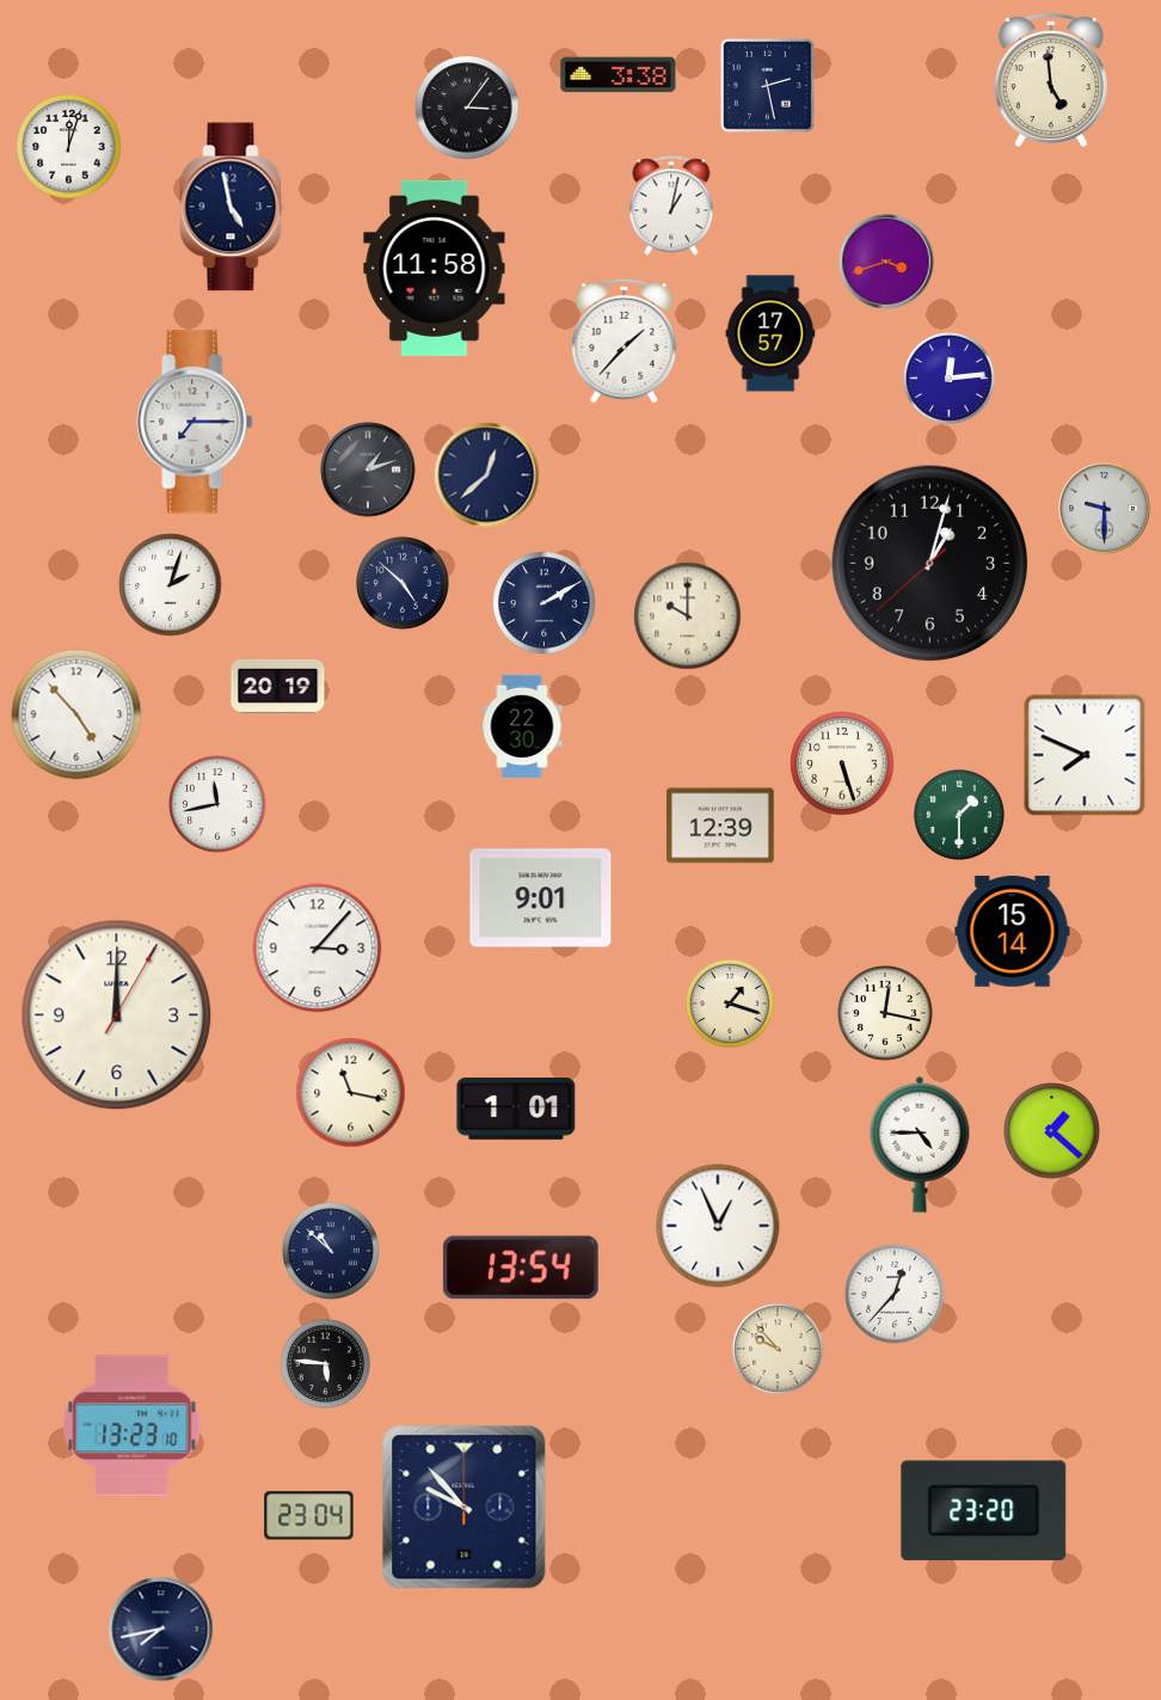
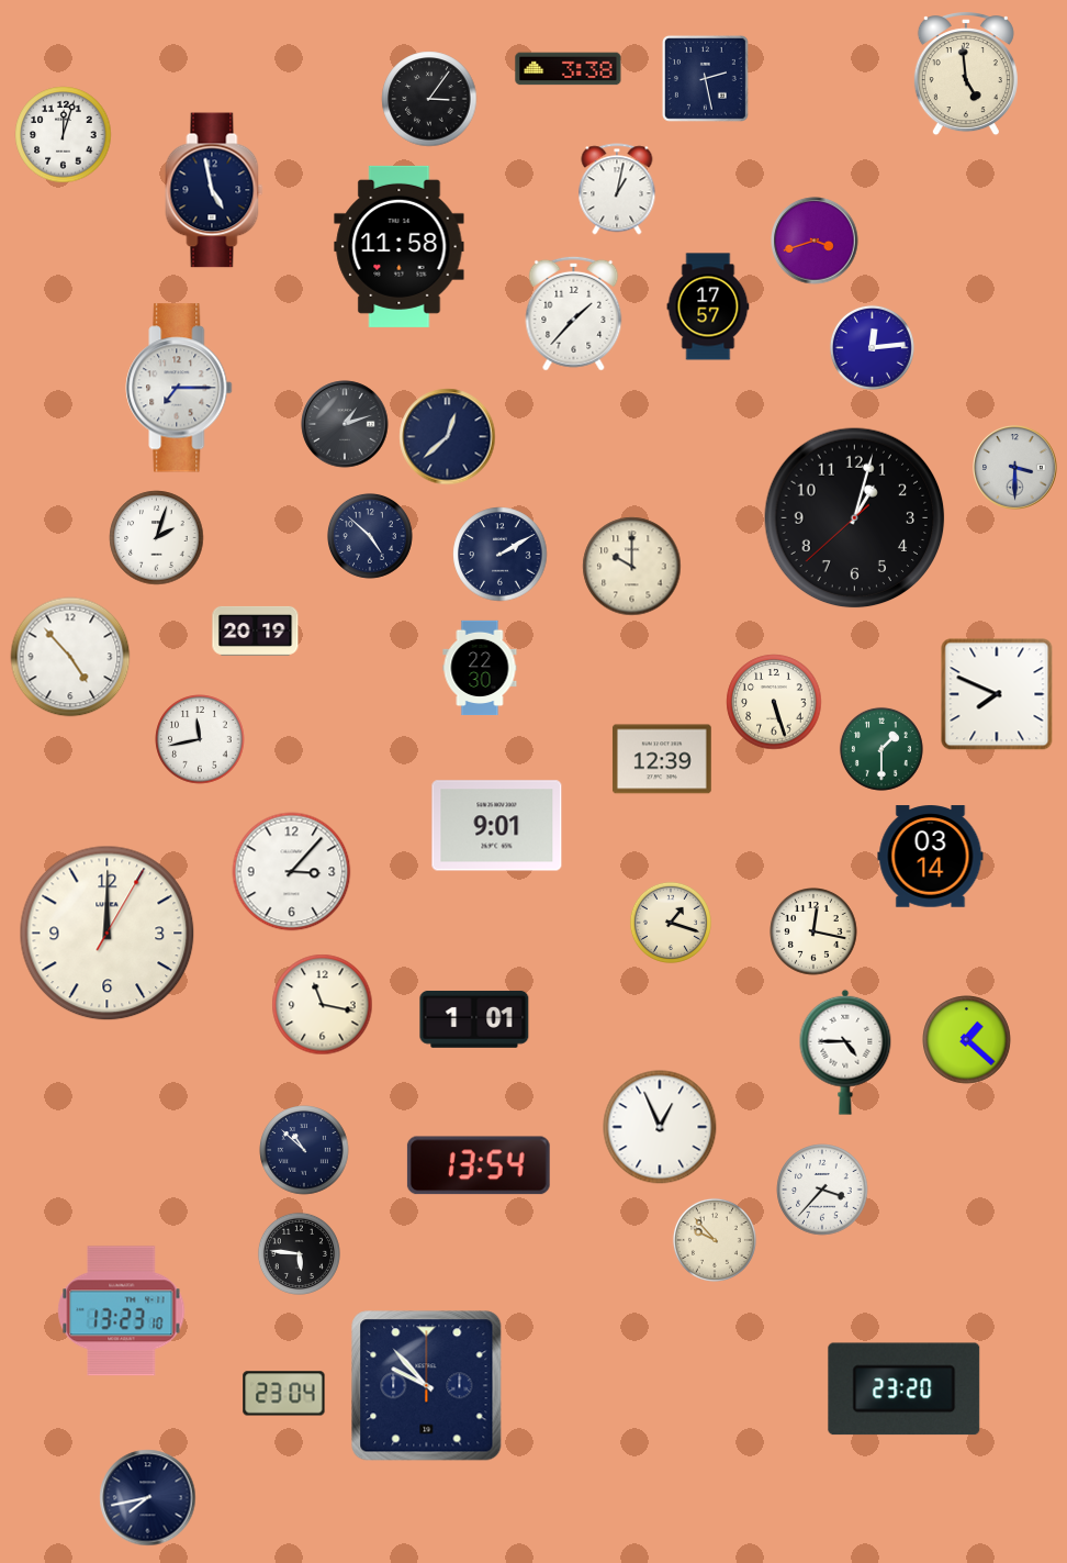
clock at (368, 470) position: (368, 470) -> (345, 424)
clock at (1105, 509): 9:30 -> 3:30
clock at (1013, 932): 15:14 -> 03:14
clock at (895, 1294): 12:37 -> 3:37
